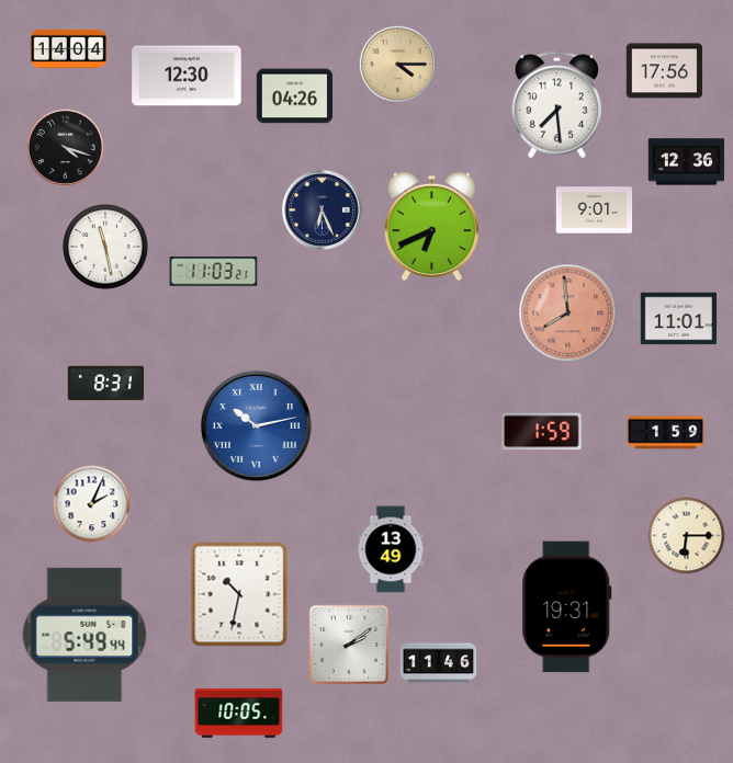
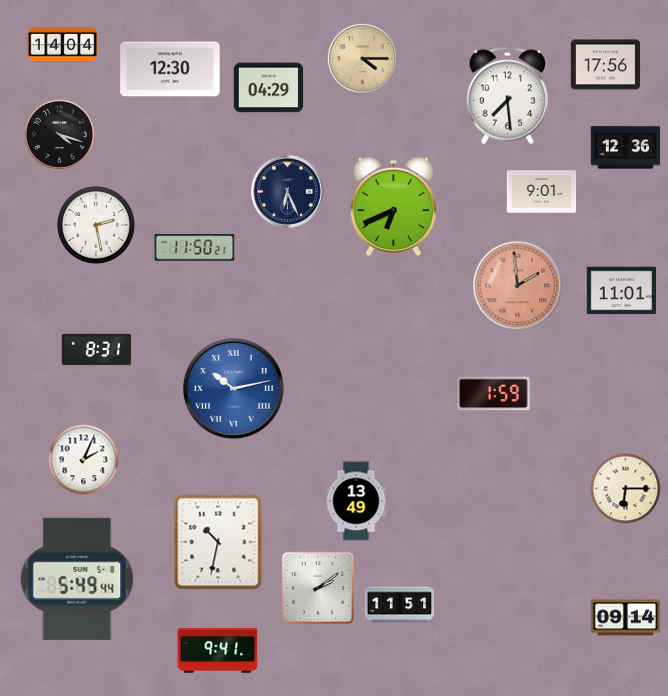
clock at (295, 96): 04:26 -> 04:29
clock at (323, 210) position: (323, 210) -> (288, 192)
clock at (106, 248): 11:28 -> 2:28
clock at (214, 272): 11:03 -> 11:50
clock at (568, 314): 7:59 -> 1:59
clock at (679, 319) position: (679, 319) -> (622, 291)
clock at (666, 433): 1:59 -> none
clock at (567, 607): 19:31 -> none
clock at (439, 663): 11:46 -> 11:51
clock at (626, 618): none -> 09:14
clock at (239, 714): 10:05 -> 9:41
